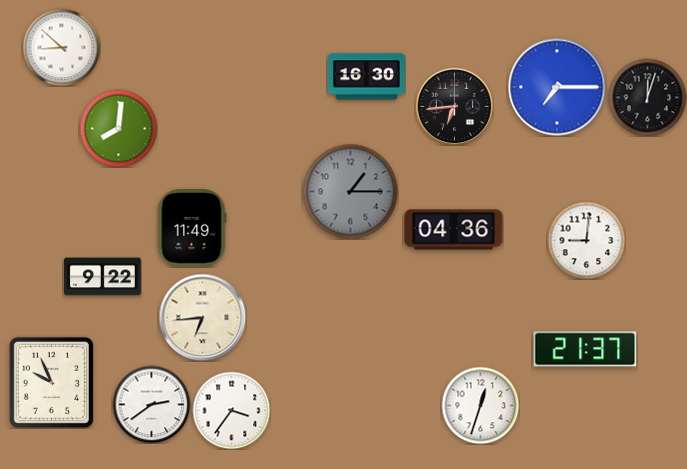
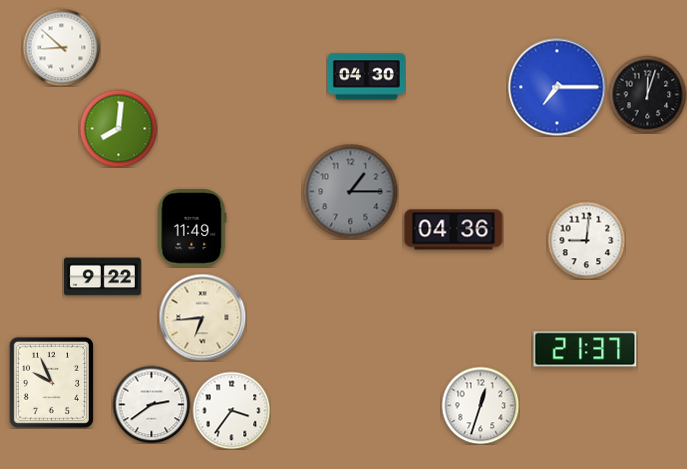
clock at (367, 77): 16:30 -> 04:30
clock at (647, 97) position: (647, 97) -> (647, 94)
clock at (454, 106): 6:44 -> none
